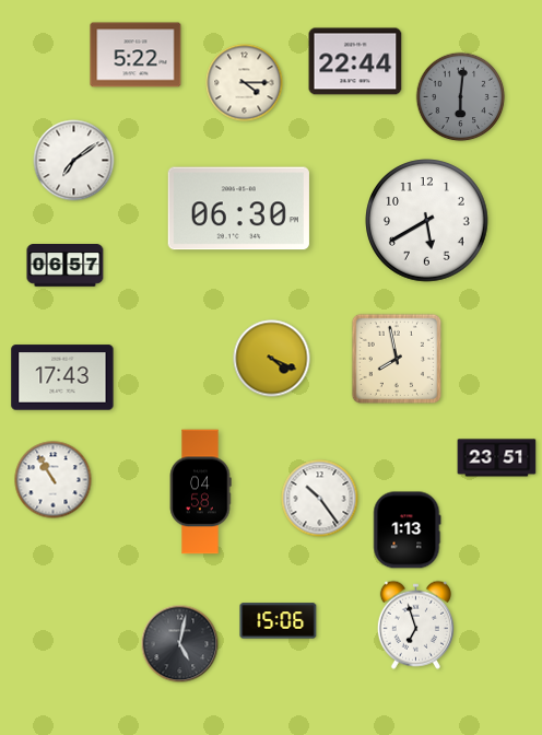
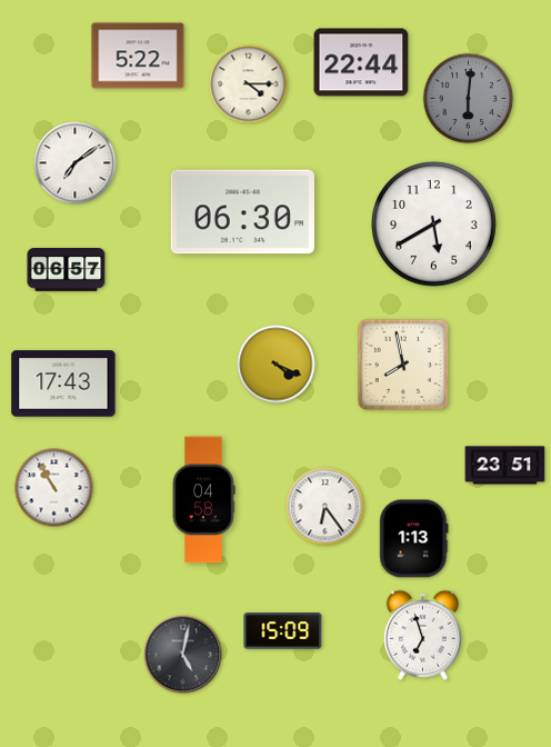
clock at (320, 499): 10:24 -> 6:24
clock at (279, 621): 15:06 -> 15:09
